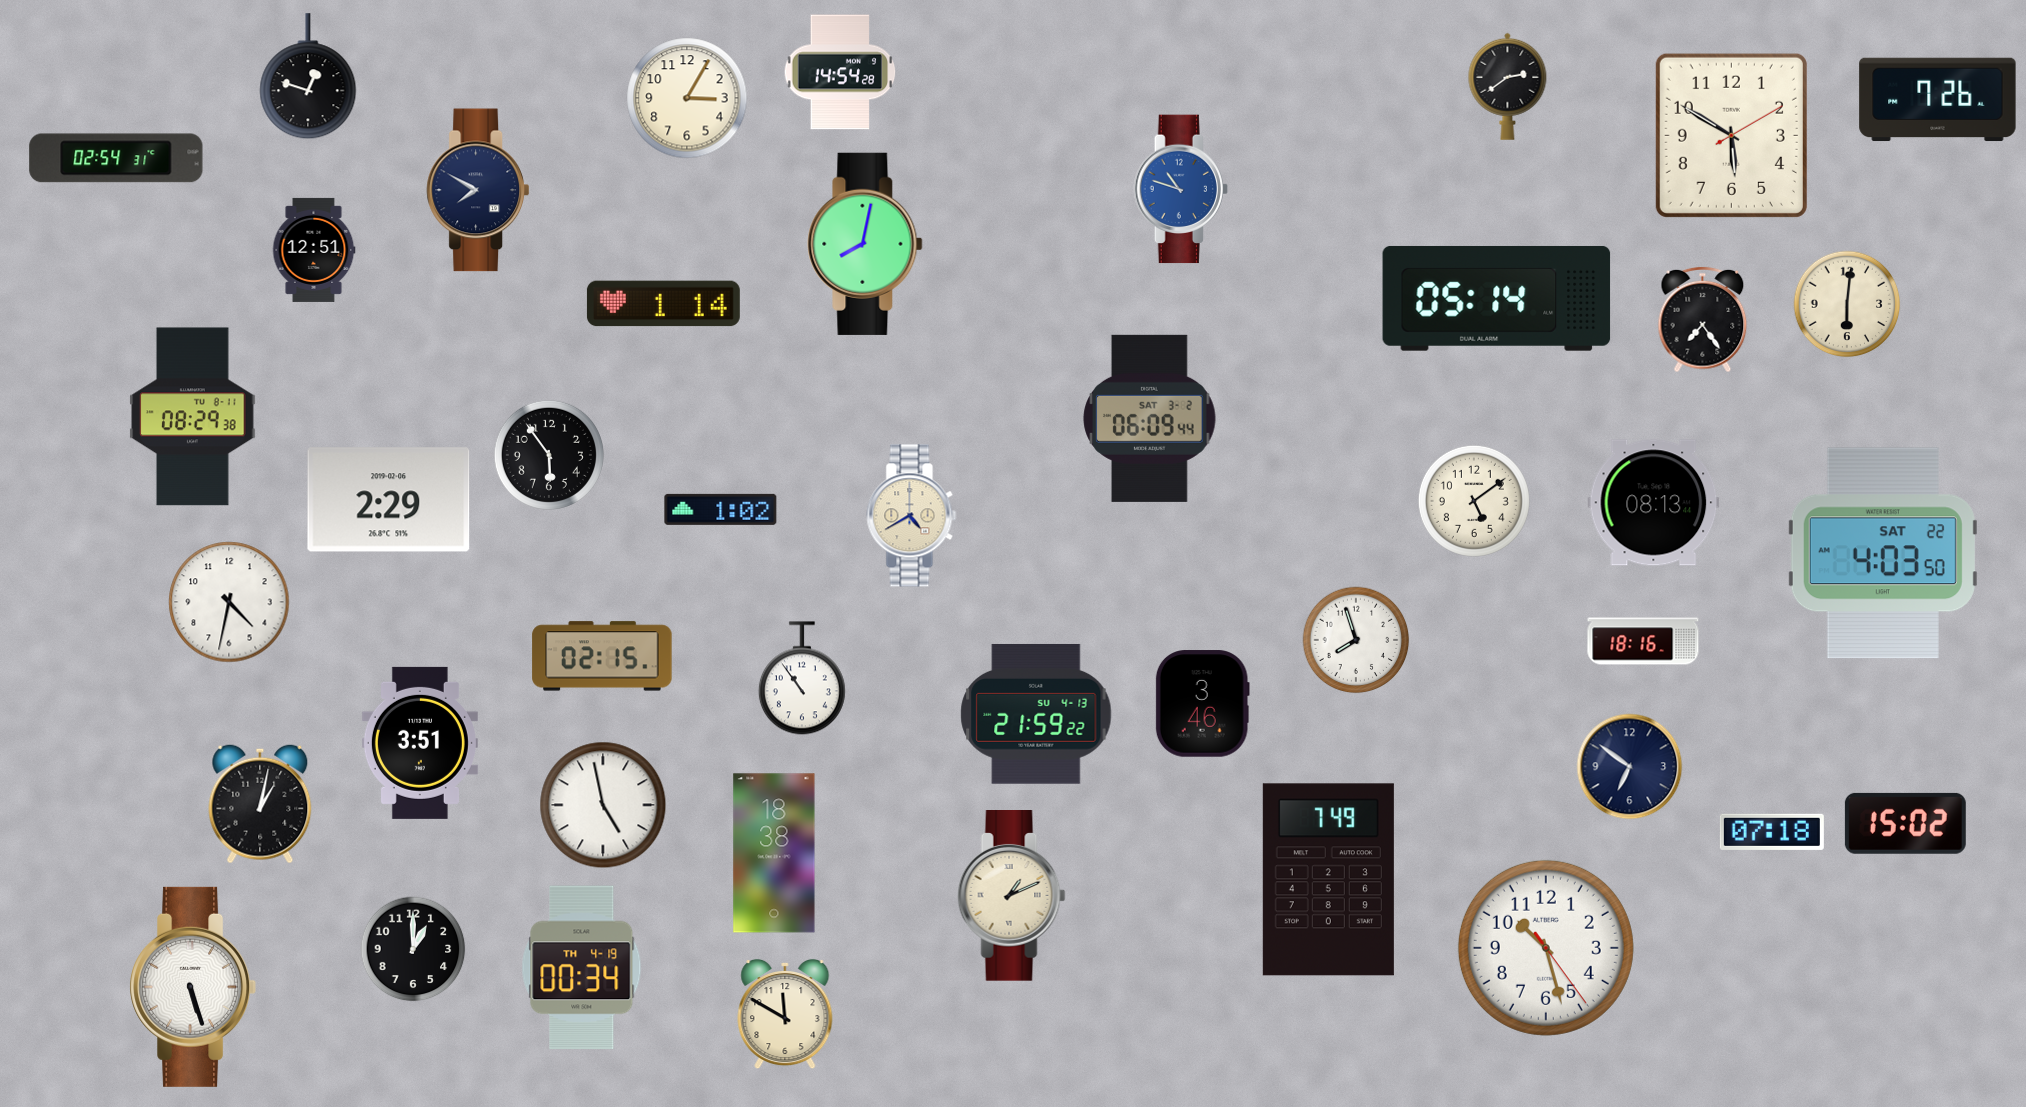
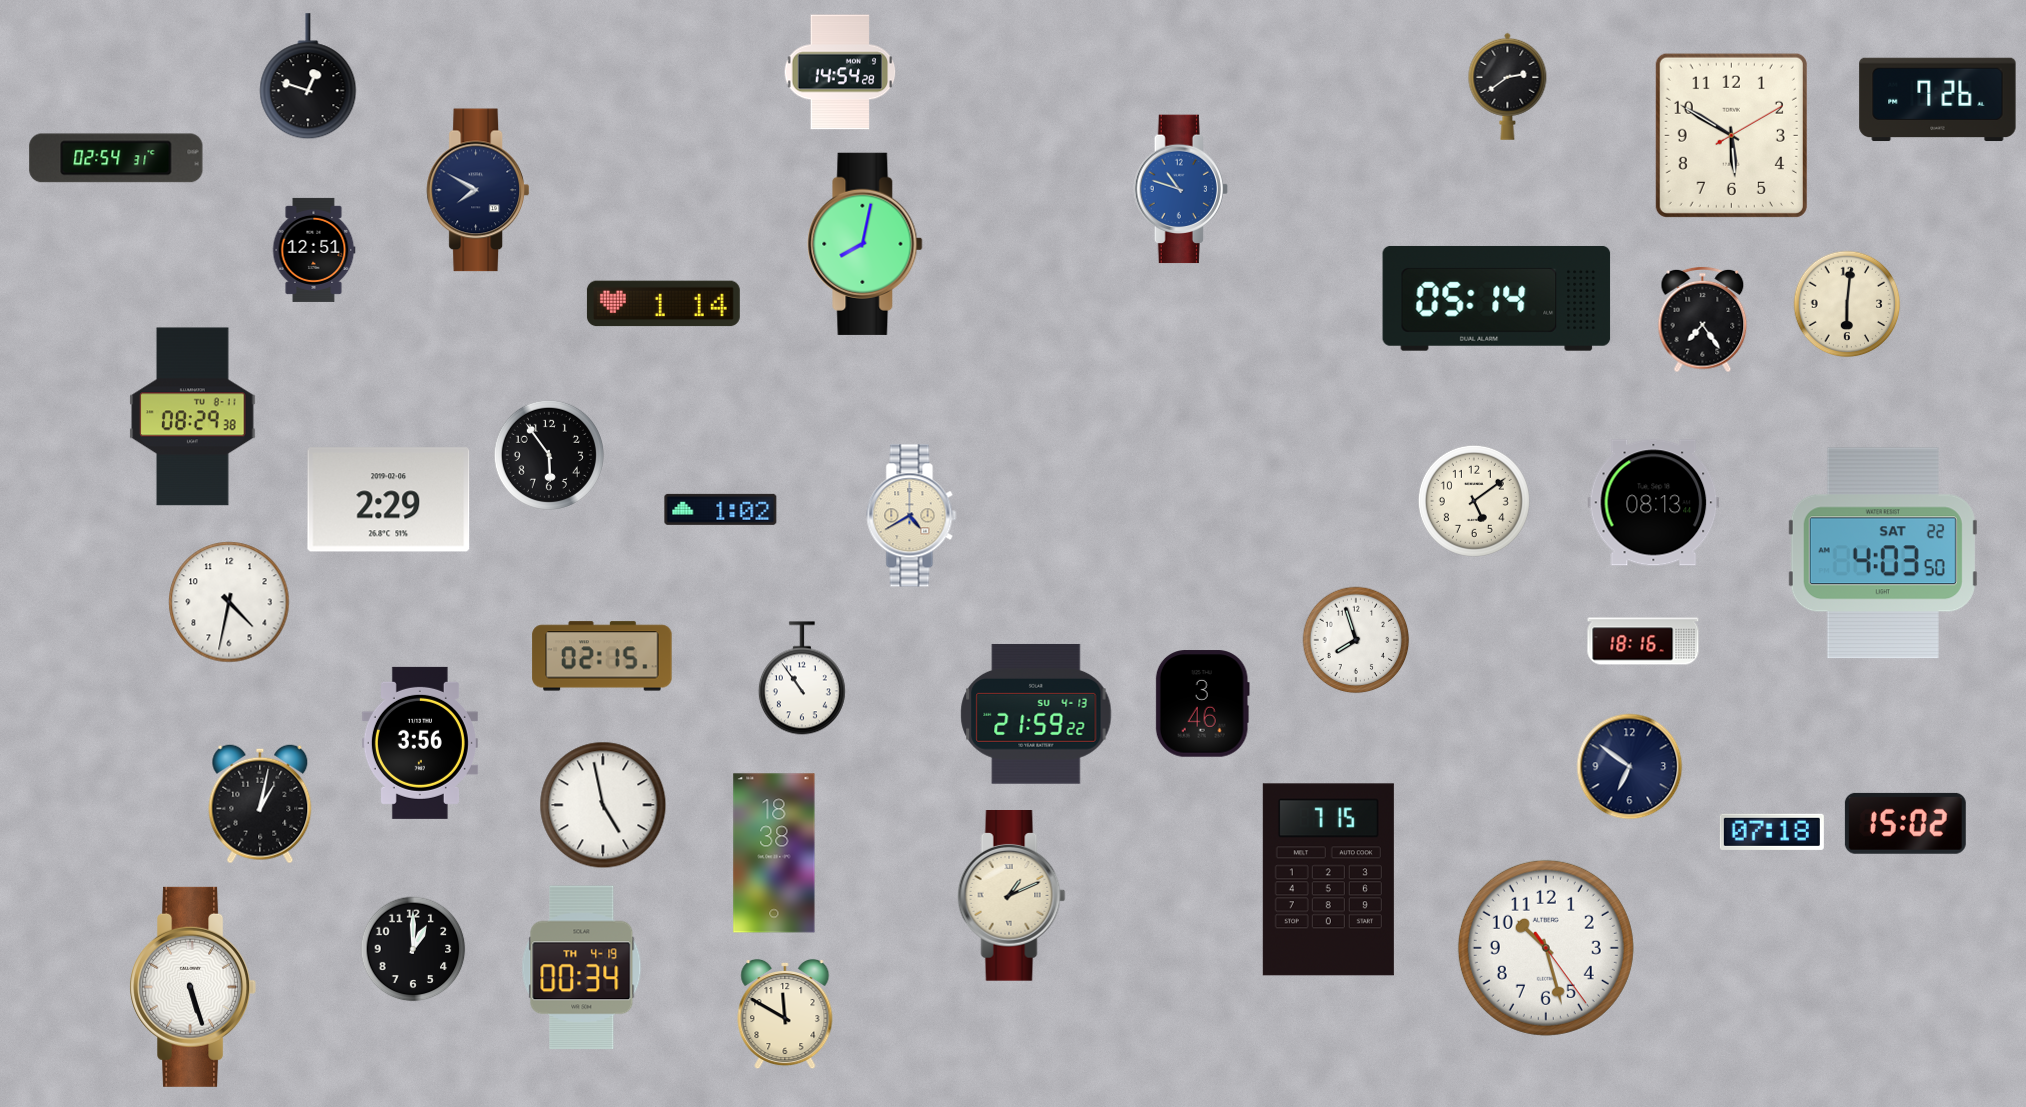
clock at (687, 98): 3:05 -> none
clock at (1150, 418): 06:09 -> none
clock at (420, 743): 3:51 -> 3:56
clock at (1328, 880): 7:49 -> 7:15
